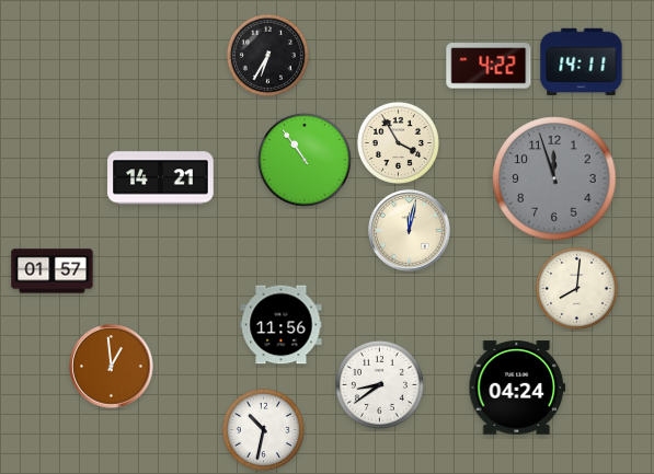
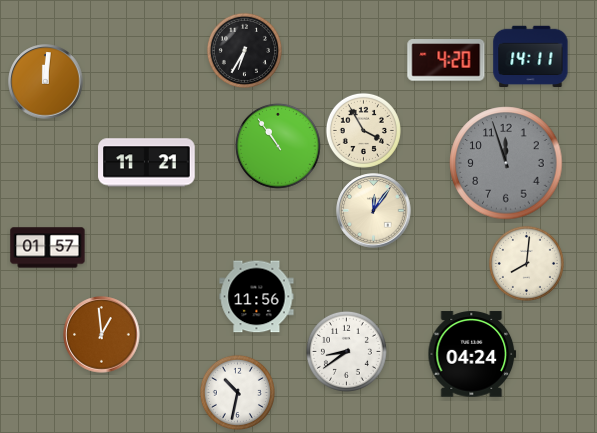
clock at (489, 66): 4:22 -> 4:20
clock at (46, 82): none -> 12:01
clock at (161, 178): 14:21 -> 11:21
clock at (410, 231): 12:02 -> 12:06
clock at (263, 429) position: (263, 429) -> (237, 392)
